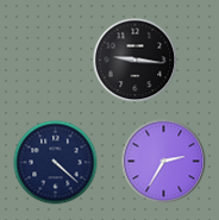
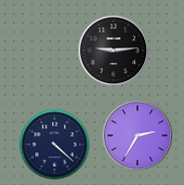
clock at (136, 61): 9:16 -> 9:14
clock at (56, 163) position: (56, 163) -> (55, 145)
